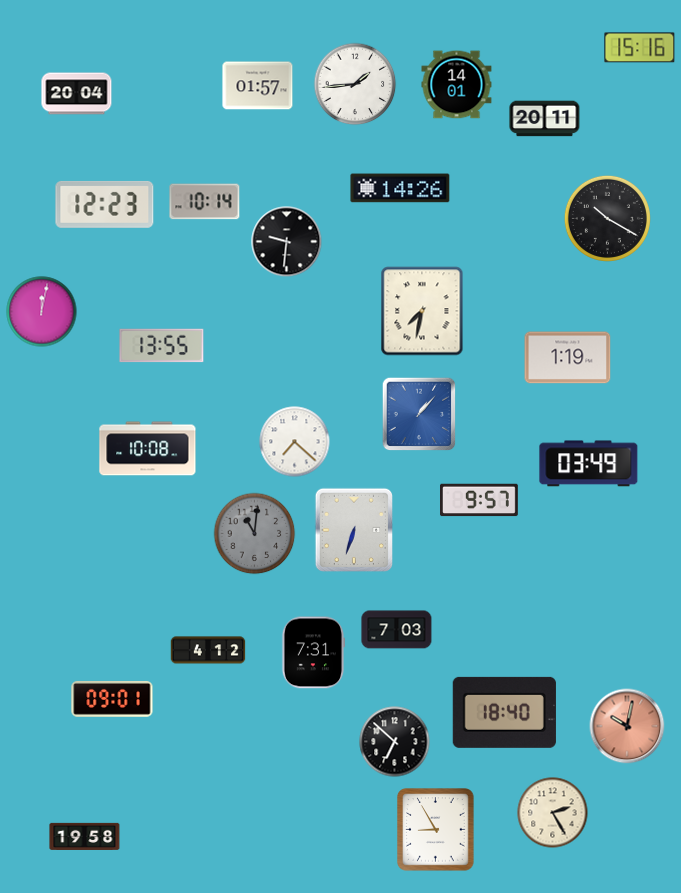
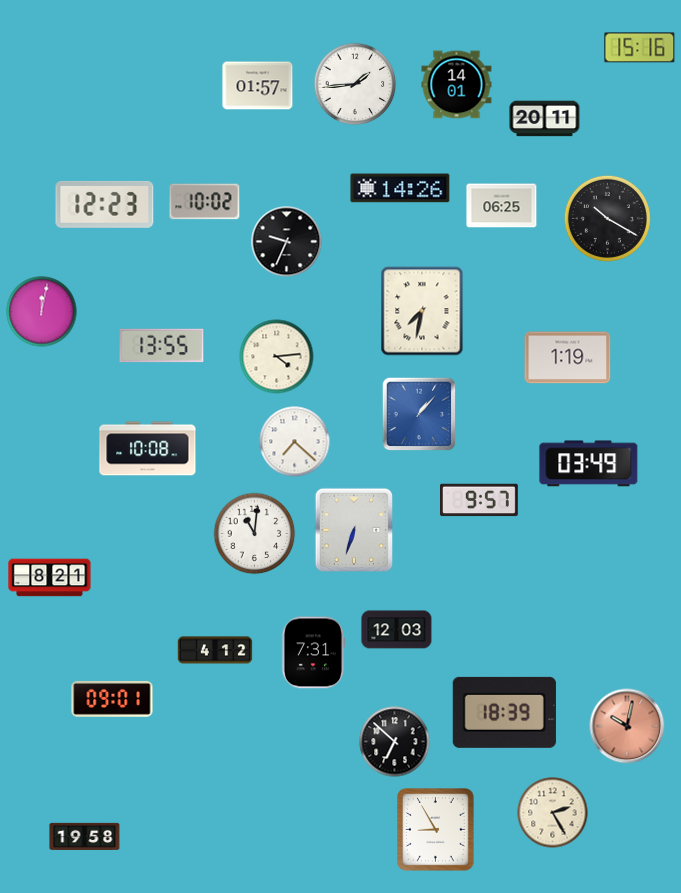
clock at (77, 94): 20:04 -> none
clock at (205, 202): 10:14 -> 10:02
clock at (502, 206): none -> 06:25
clock at (287, 242): 9:31 -> 9:34
clock at (277, 357): none -> 4:14
clock at (255, 534) dial: grey -> white
clock at (50, 578): none -> 8:21
clock at (397, 630): 7:03 -> 12:03
clock at (208, 650) position: (208, 650) -> (215, 650)
clock at (504, 712): 18:40 -> 18:39
